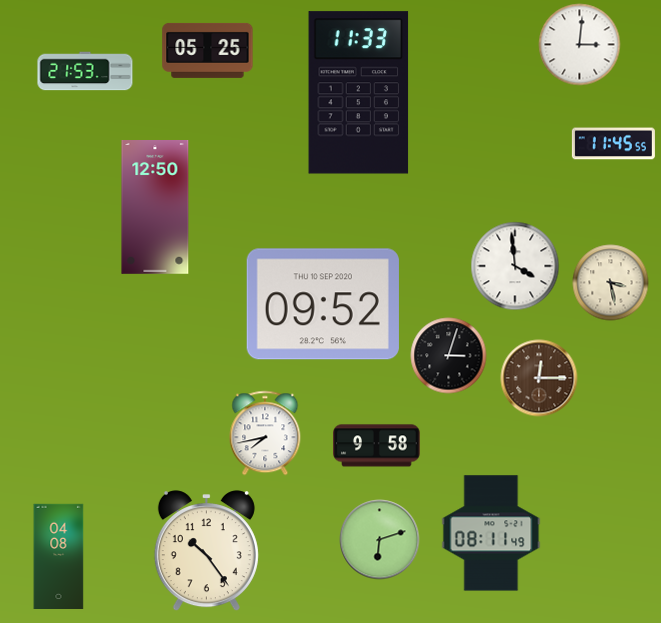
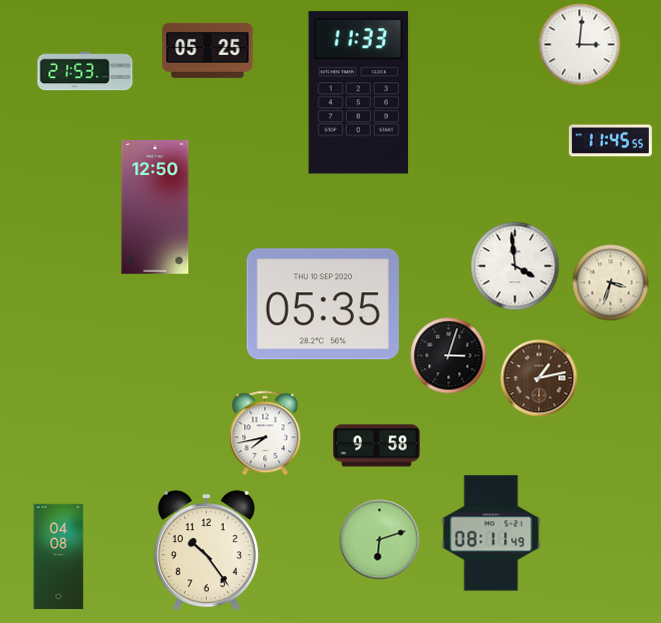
clock at (613, 144) position: (613, 144) -> (610, 141)
clock at (611, 283): 3:28 -> 3:33
clock at (323, 304): 09:52 -> 05:35
clock at (539, 378): 12:15 -> 1:13
